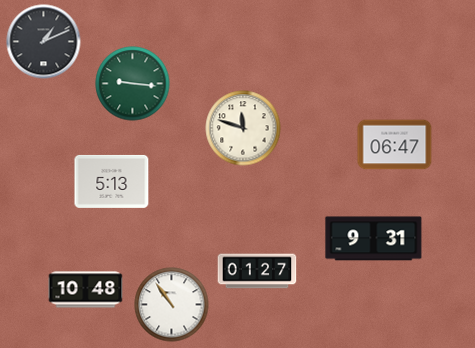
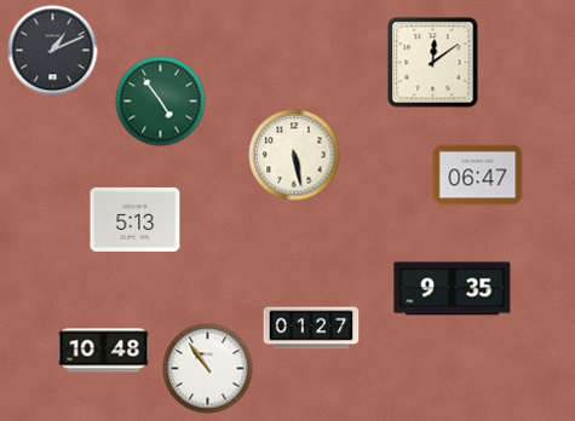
clock at (433, 63): none -> 12:09
clock at (133, 84): 9:16 -> 4:54
clock at (243, 128): 11:48 -> 5:28
clock at (374, 239): 9:31 -> 9:35
